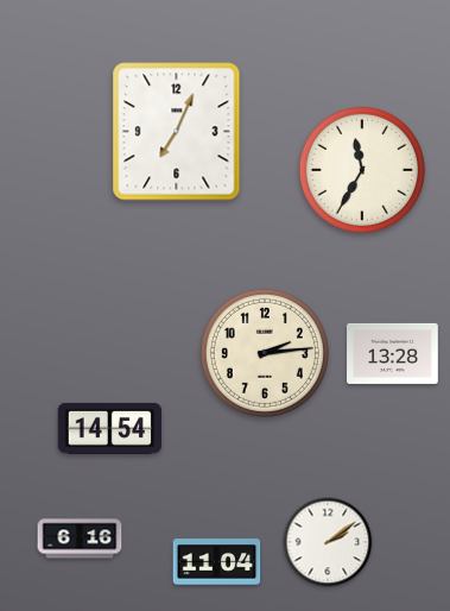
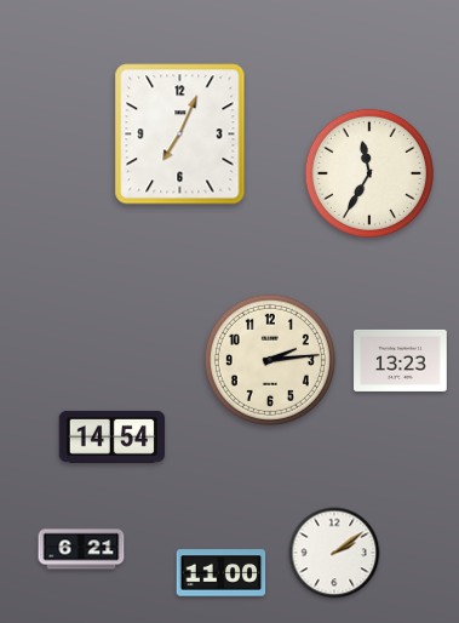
clock at (393, 353): 13:28 -> 13:23
clock at (80, 538): 6:16 -> 6:21
clock at (217, 562): 11:04 -> 11:00
